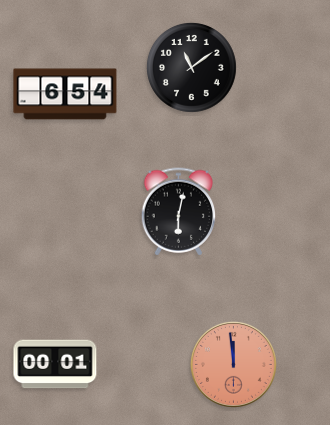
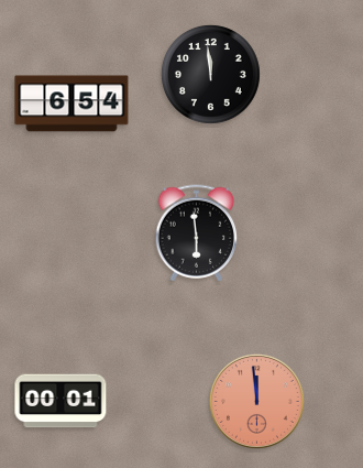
clock at (191, 67): 11:09 -> 11:59
clock at (179, 212): 6:02 -> 5:59
